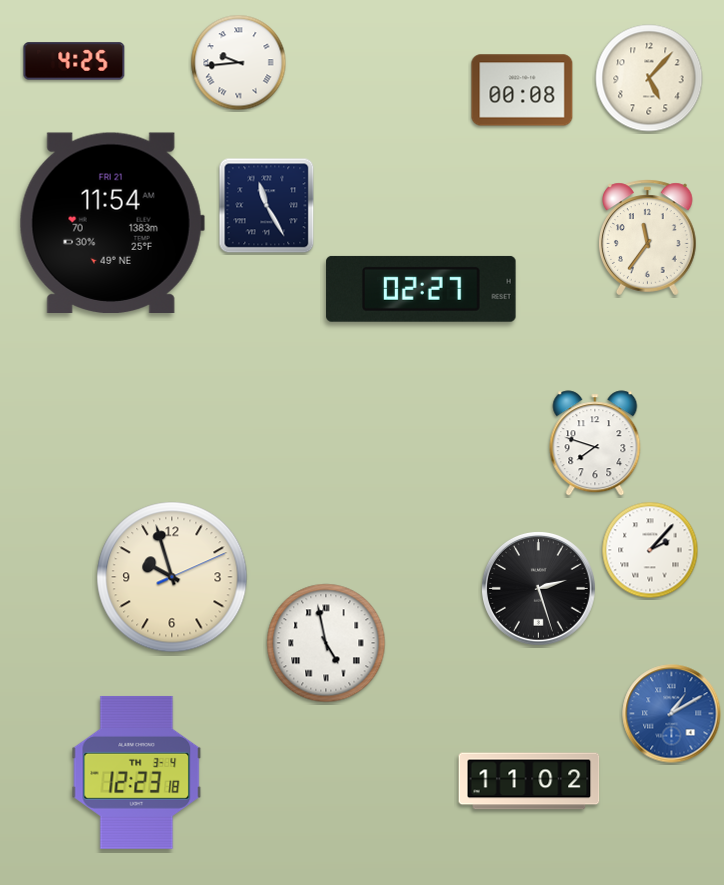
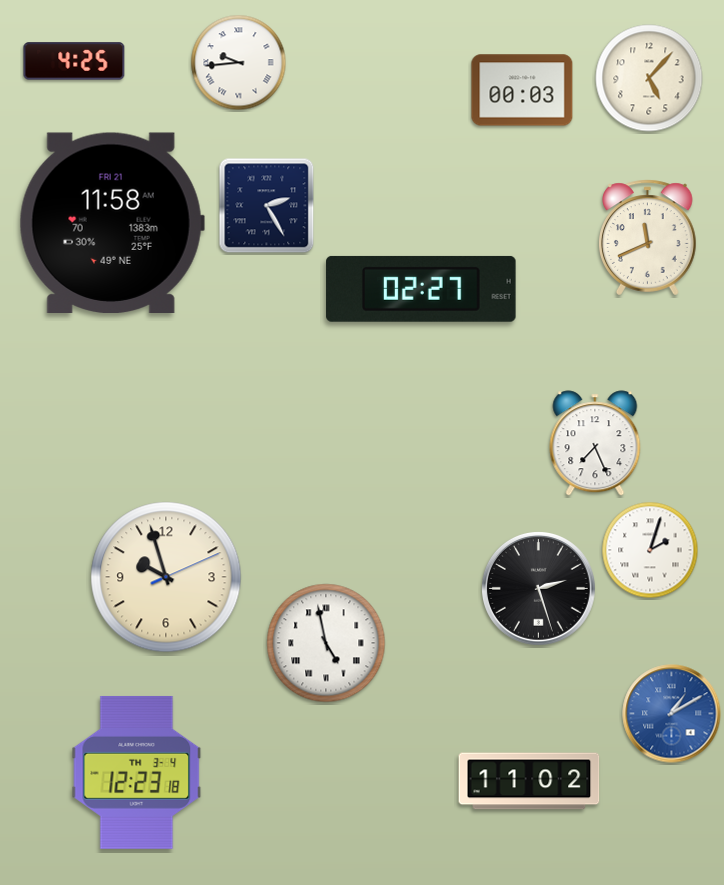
clock at (522, 90): 00:08 -> 00:03
clock at (267, 206): 11:25 -> 2:25
clock at (112, 222): 11:54 -> 11:58
clock at (648, 238): 11:36 -> 11:41
clock at (595, 443): 7:48 -> 7:26
clock at (650, 550): 2:07 -> 2:03
clock at (172, 577) position: (172, 577) -> (166, 577)
